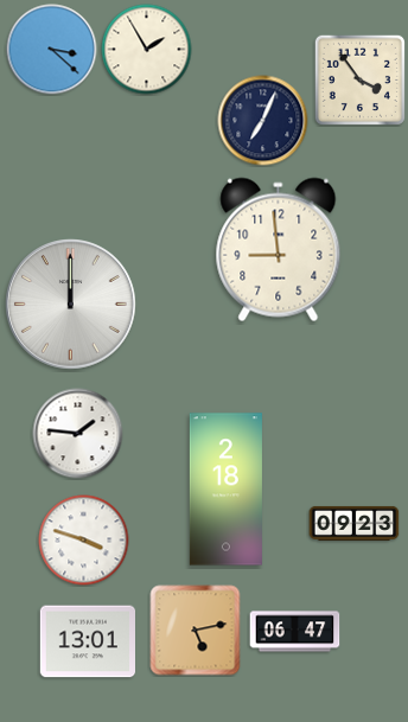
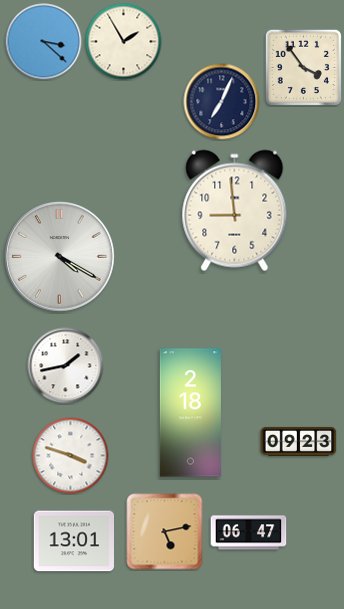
clock at (71, 305): 12:00 -> 4:20
clock at (78, 434): 1:46 -> 1:43
